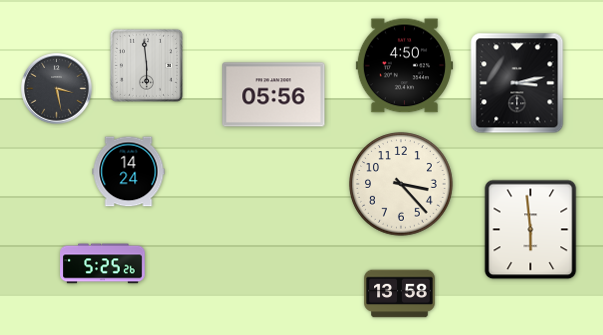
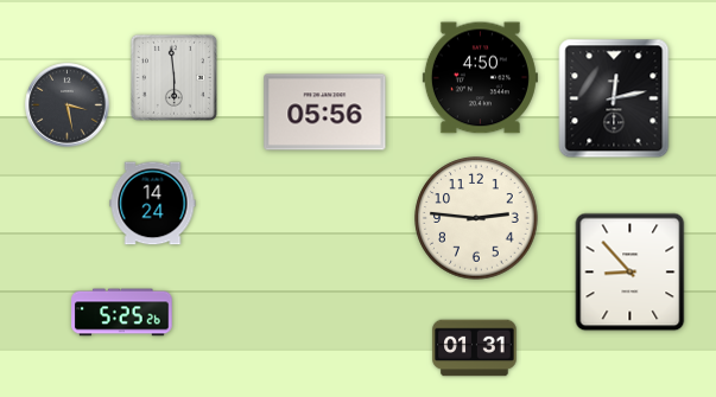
clock at (517, 83): 3:13 -> 12:13
clock at (401, 184): 3:23 -> 2:46
clock at (531, 230): 5:59 -> 8:53
clock at (400, 294): 13:58 -> 01:31
